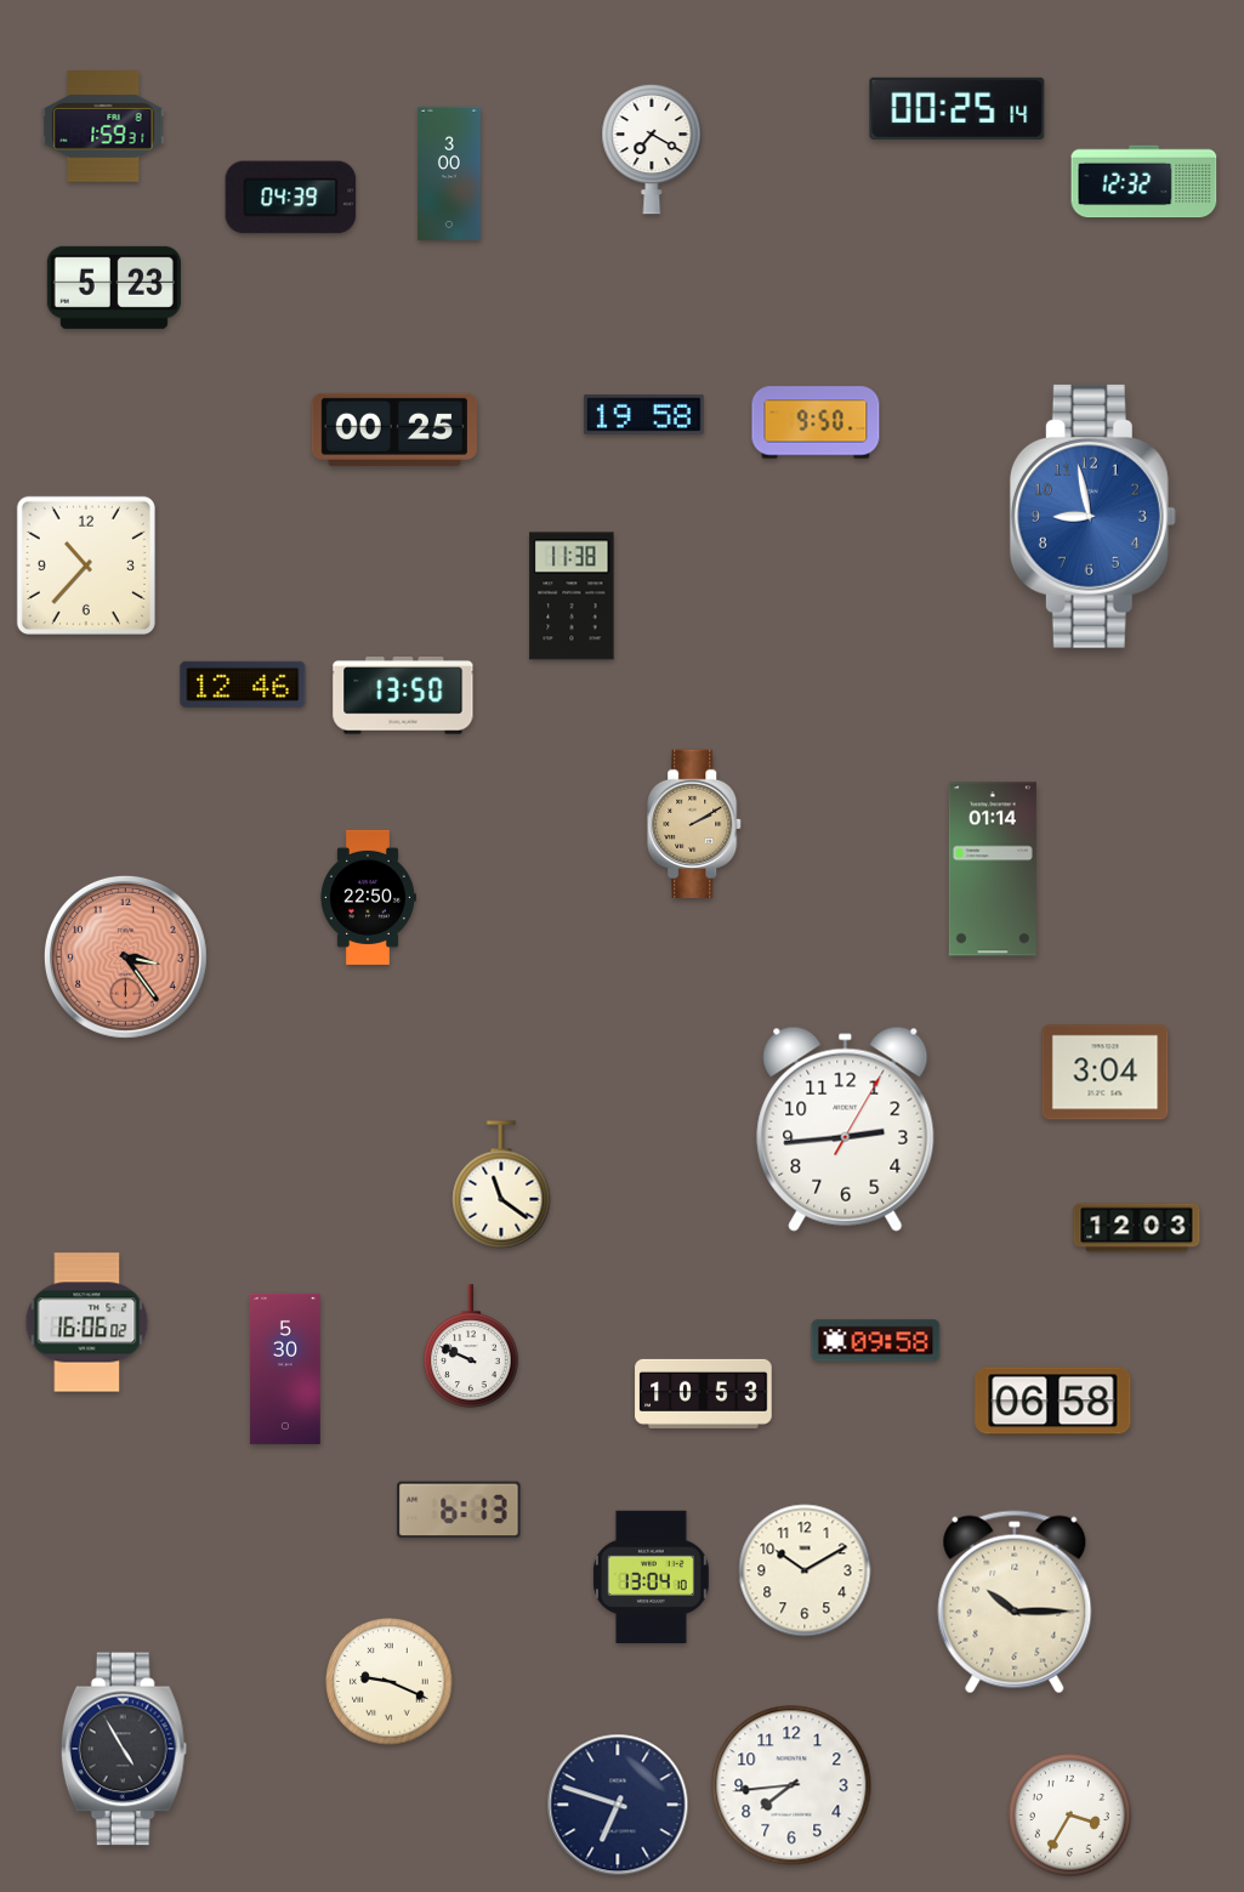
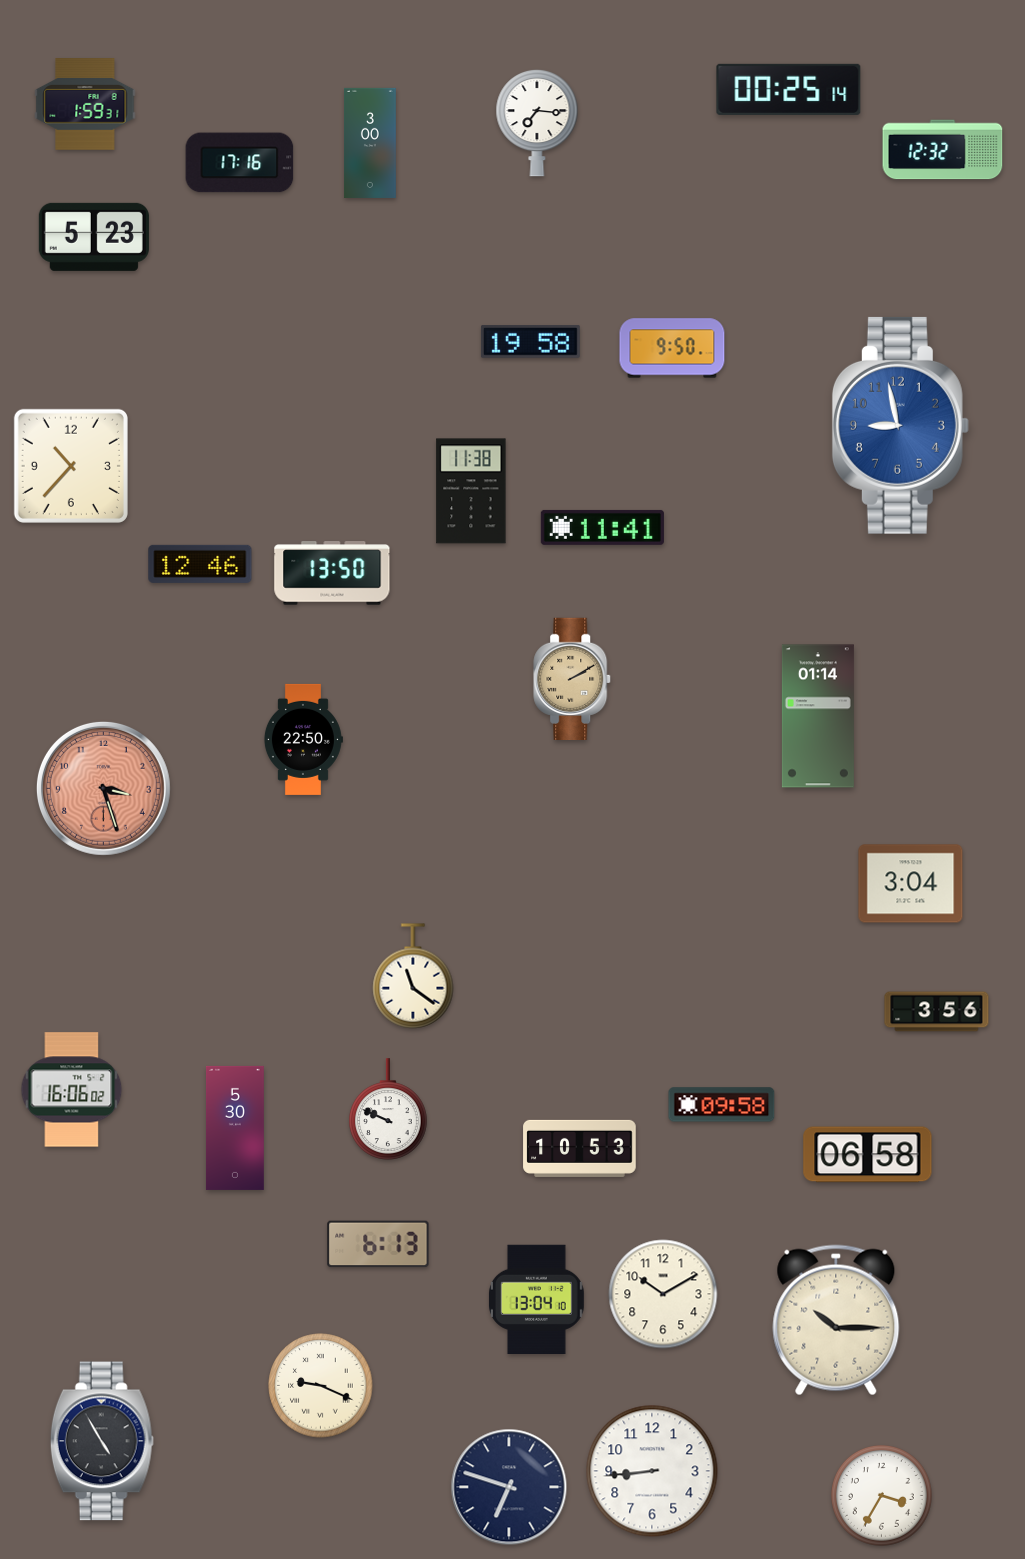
clock at (652, 149): 7:20 -> 7:16
clock at (291, 198): 04:39 -> 17:16
clock at (394, 430): 00:25 -> none
clock at (602, 527): none -> 11:41
clock at (125, 956): 3:24 -> 3:27
clock at (846, 1129): 2:44 -> none
clock at (1137, 1228): 12:03 -> 3:56
clock at (791, 1785): 7:44 -> 8:44
